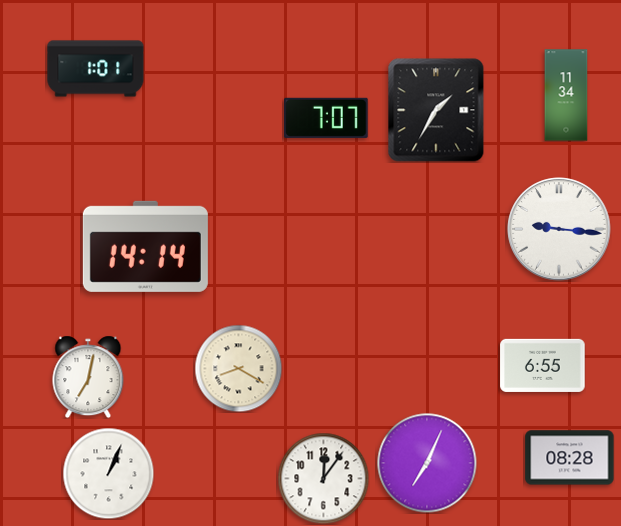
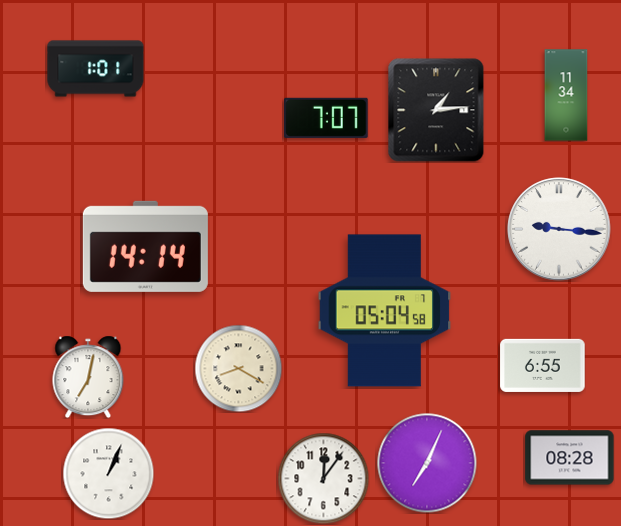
clock at (436, 110): 1:35 -> 1:14
clock at (385, 311): none -> 05:04
